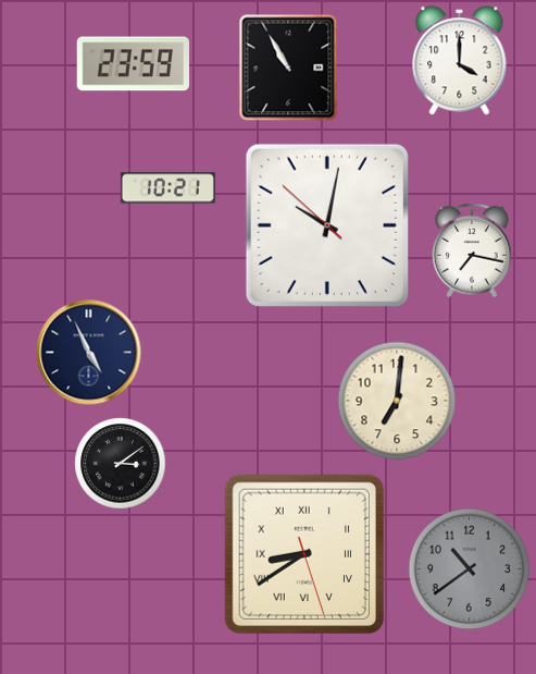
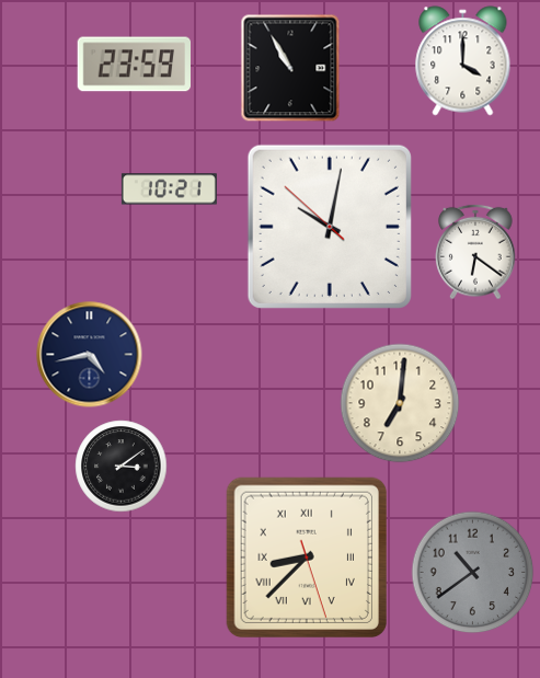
clock at (472, 250): 7:17 -> 6:21
clock at (89, 353): 4:56 -> 4:43
clock at (303, 553): 8:39 -> 8:37
